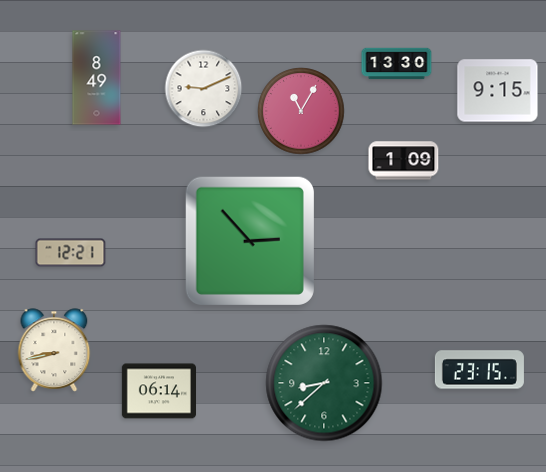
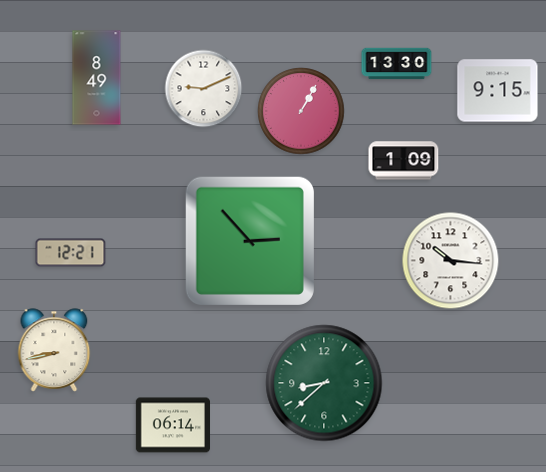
clock at (301, 111): 11:05 -> 1:05
clock at (451, 261): none -> 10:16
clock at (479, 370): 23:15 -> none
clock at (158, 391) position: (158, 391) -> (172, 425)
